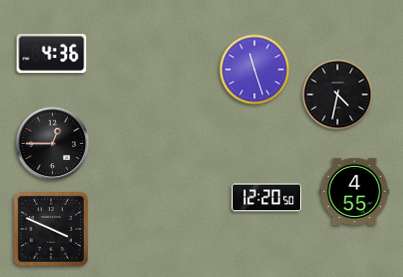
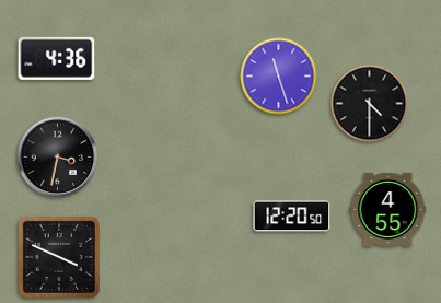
clock at (338, 95): 4:32 -> 4:30
clock at (53, 144): 12:45 -> 3:32
clock at (51, 229) position: (51, 229) -> (59, 257)
